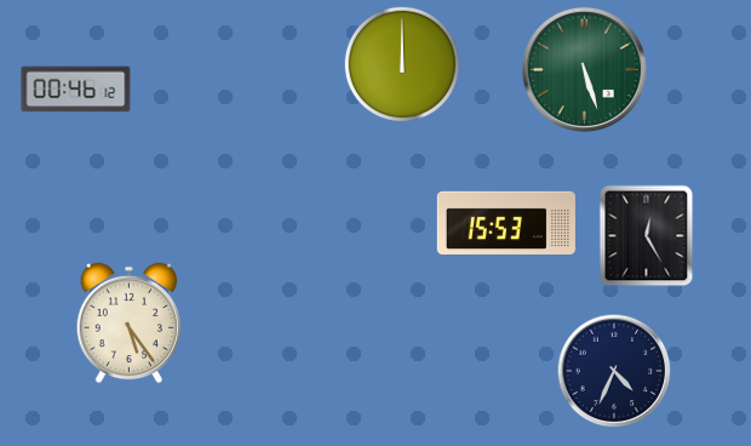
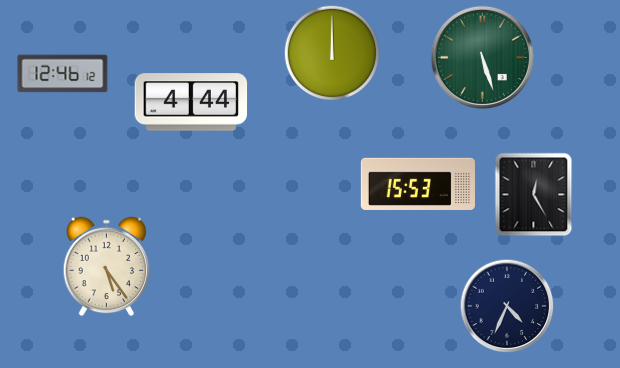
clock at (76, 90): 00:46 -> 12:46
clock at (191, 102): none -> 4:44
